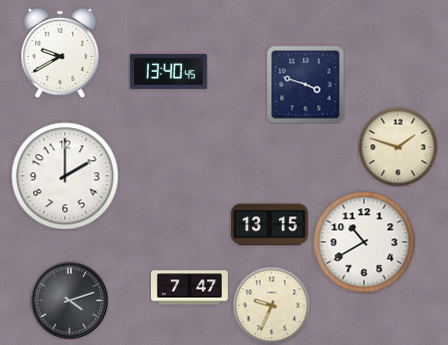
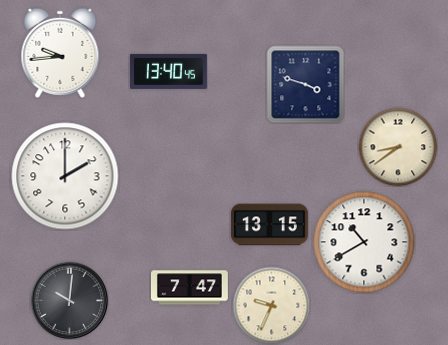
clock at (60, 53): 9:40 -> 9:44
clock at (398, 147): 1:48 -> 8:39
clock at (69, 300): 4:12 -> 10:01
